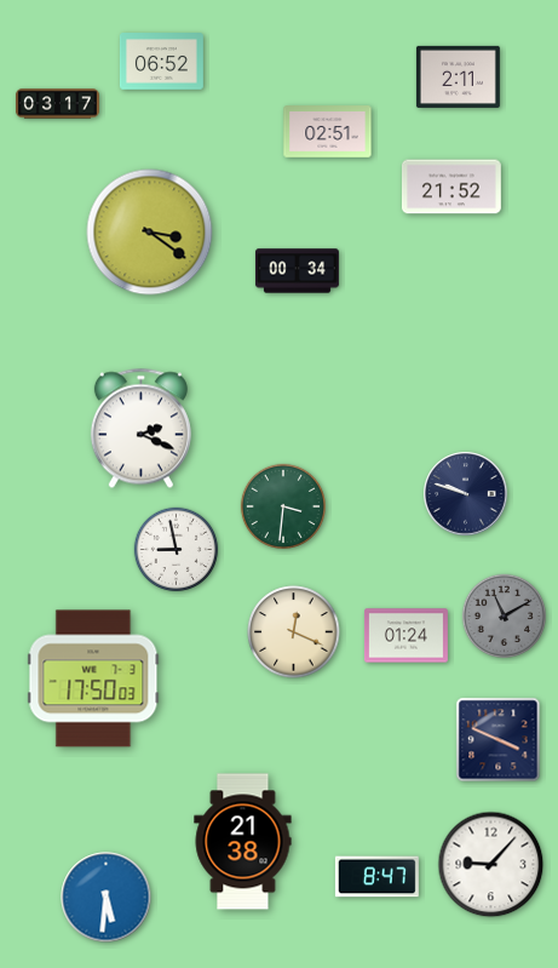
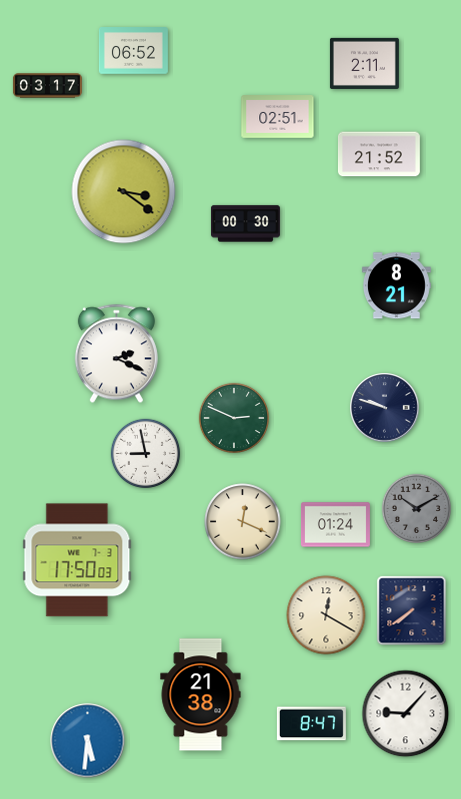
clock at (458, 76) position: (458, 76) -> (364, 63)
clock at (328, 132) position: (328, 132) -> (278, 117)
clock at (451, 187) position: (451, 187) -> (379, 154)
clock at (297, 271): 00:34 -> 00:30
clock at (396, 286): none -> 8:21
clock at (282, 505): 3:31 -> 2:49
clock at (505, 617): 11:10 -> 10:10
clock at (499, 740): 3:49 -> 7:39
clock at (326, 615): none -> 12:20
